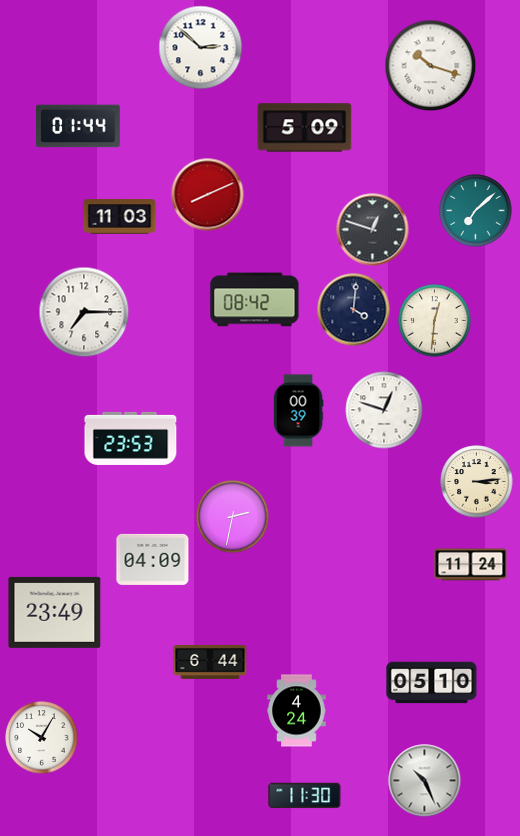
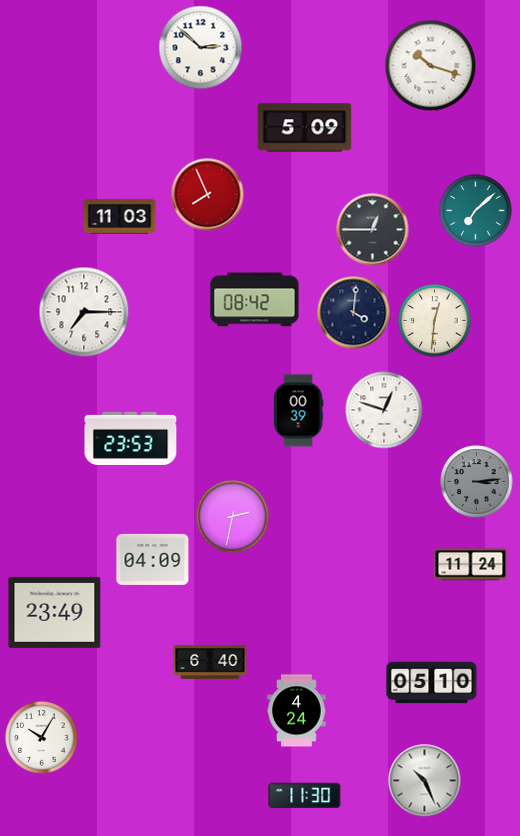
clock at (78, 126): 01:44 -> none
clock at (208, 195): 8:11 -> 7:56
clock at (373, 230): 12:48 -> 12:45
clock at (354, 310) position: (354, 310) -> (354, 313)
clock at (477, 482) dial: cream -> grey
clock at (210, 662): 6:44 -> 6:40
